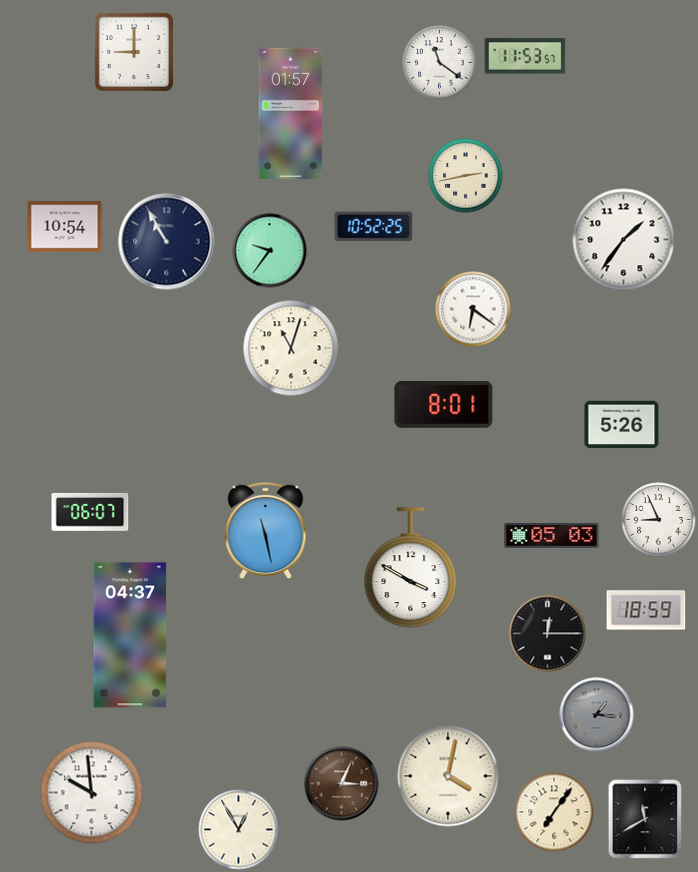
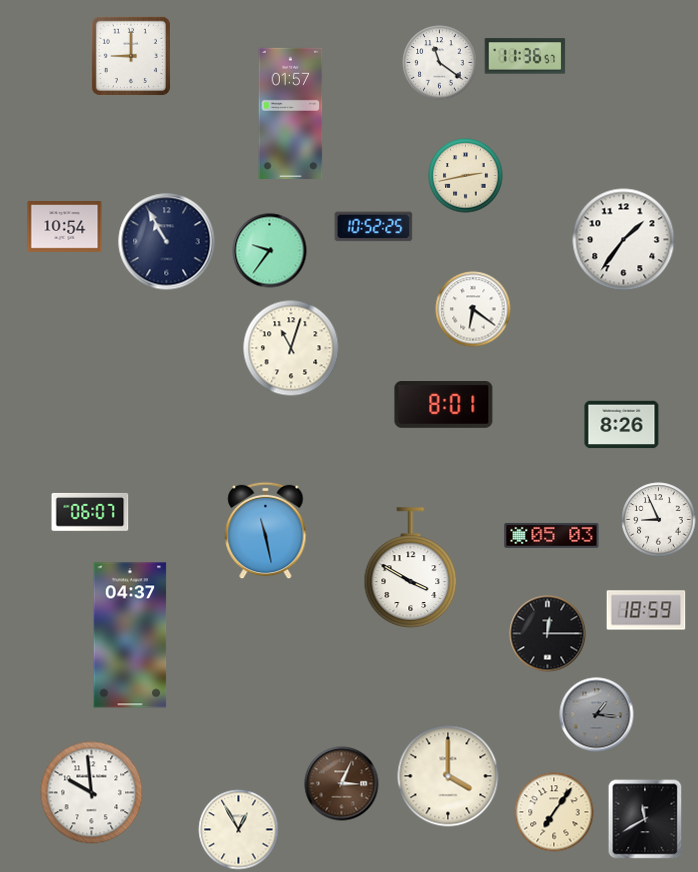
clock at (134, 52) position: (134, 52) -> (131, 56)
clock at (525, 56): 11:53 -> 11:36
clock at (622, 425): 5:26 -> 8:26
clock at (448, 776): 4:02 -> 4:00
